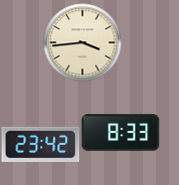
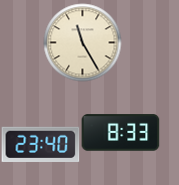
clock at (82, 42): 3:44 -> 11:25
clock at (40, 144): 23:42 -> 23:40
